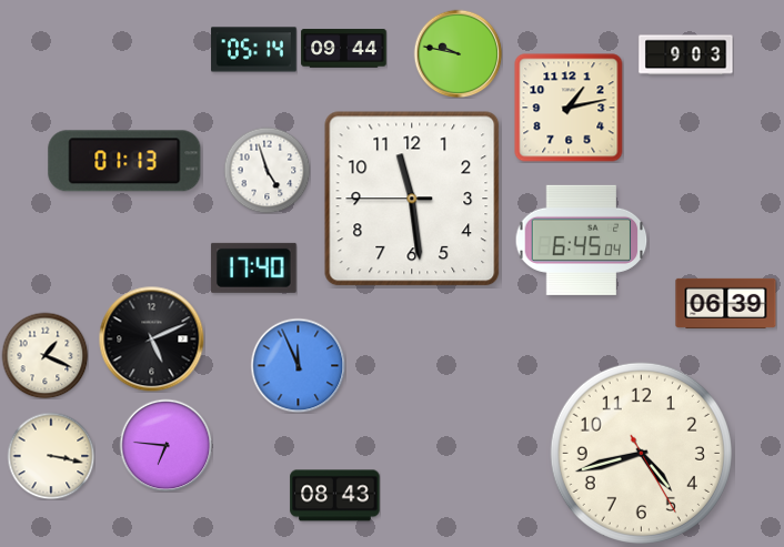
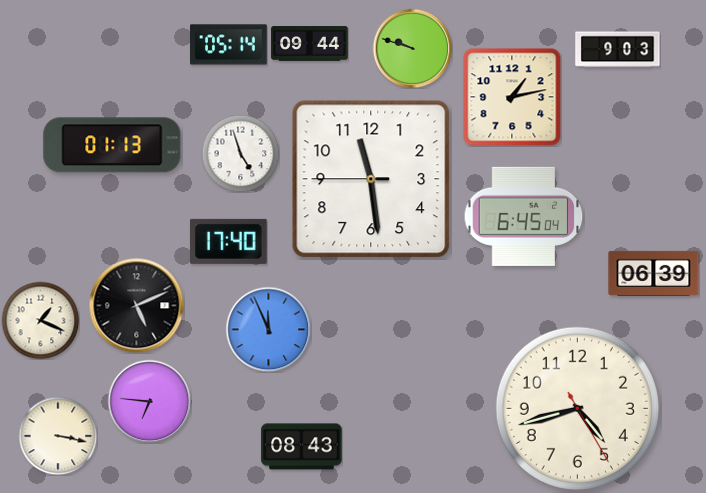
clock at (458, 53): 9:47 -> 9:48
clock at (51, 456) position: (51, 456) -> (58, 436)
